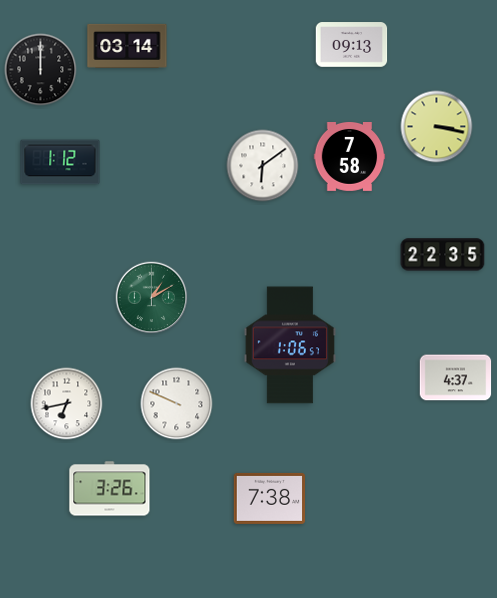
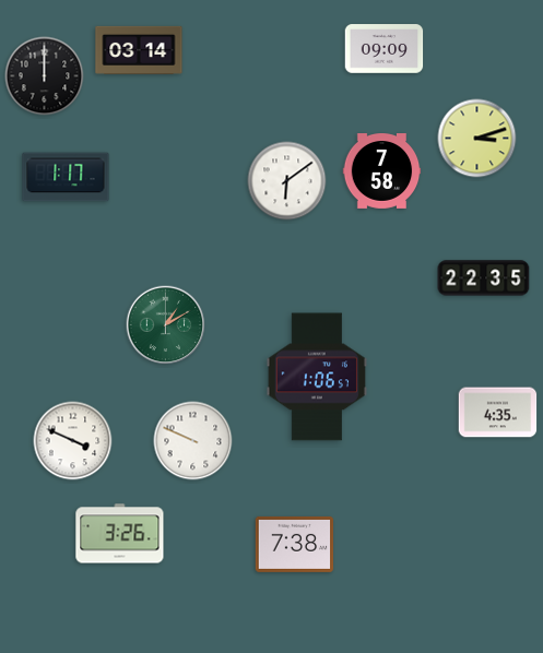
clock at (352, 45): 09:13 -> 09:09
clock at (437, 127): 3:17 -> 3:12
clock at (60, 162): 1:12 -> 1:17
clock at (456, 378): 4:37 -> 4:35
clock at (67, 404): 6:43 -> 3:49
